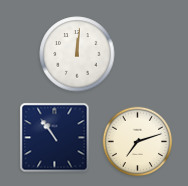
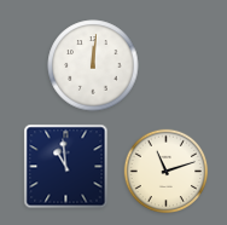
clock at (55, 138): 10:54 -> 10:59
clock at (138, 142): 7:12 -> 11:12
